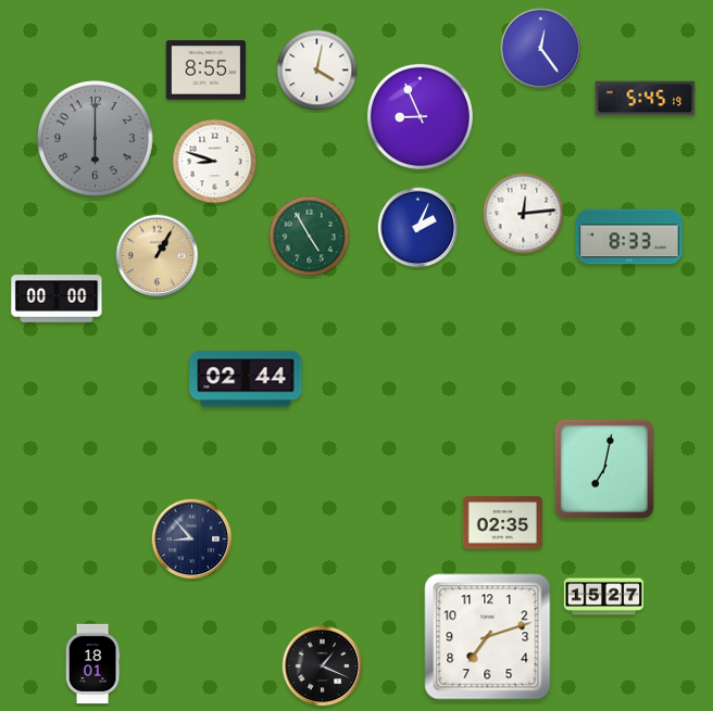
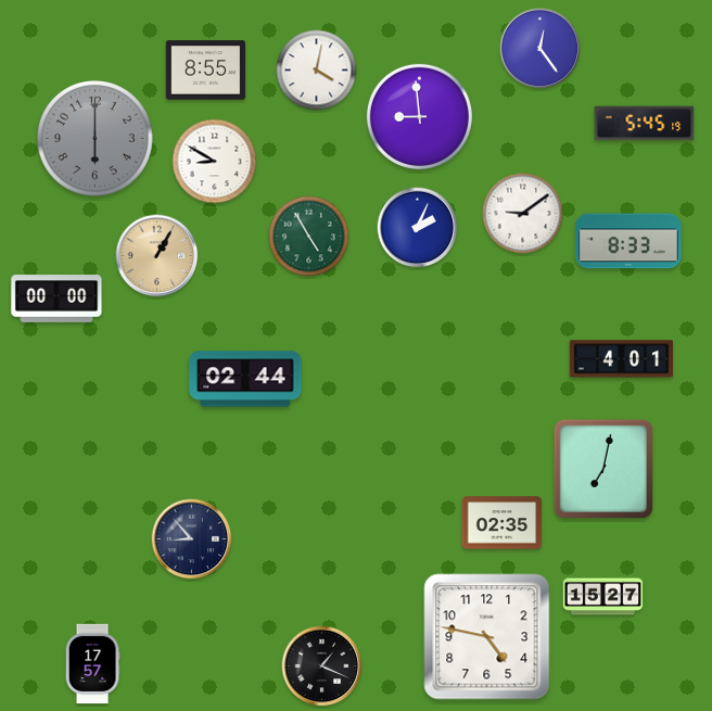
clock at (646, 99) position: (646, 99) -> (645, 124)
clock at (420, 116): 8:56 -> 8:59
clock at (215, 162): 8:48 -> 8:50
clock at (524, 214): 12:14 -> 9:09
clock at (629, 237) position: (629, 237) -> (628, 241)
clock at (621, 359): none -> 4:01
clock at (488, 637): 7:12 -> 4:47
clock at (92, 664): 18:01 -> 17:57
